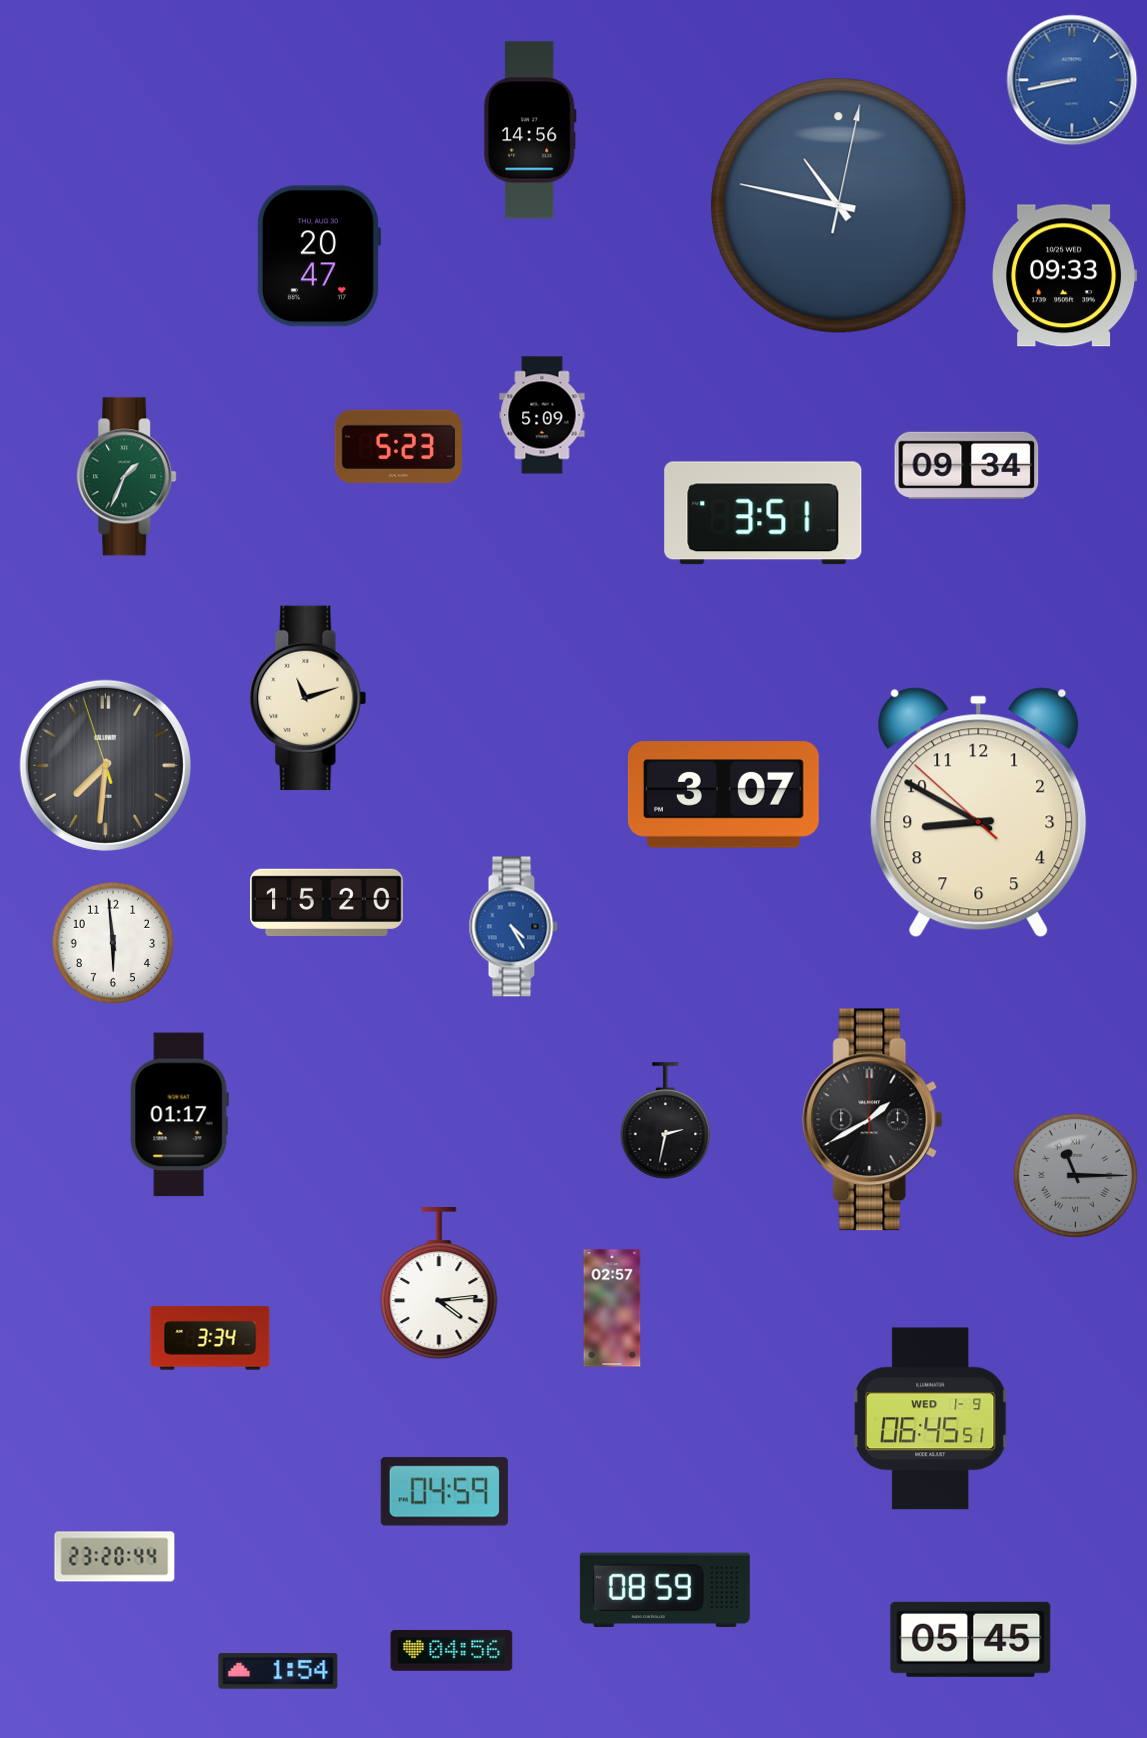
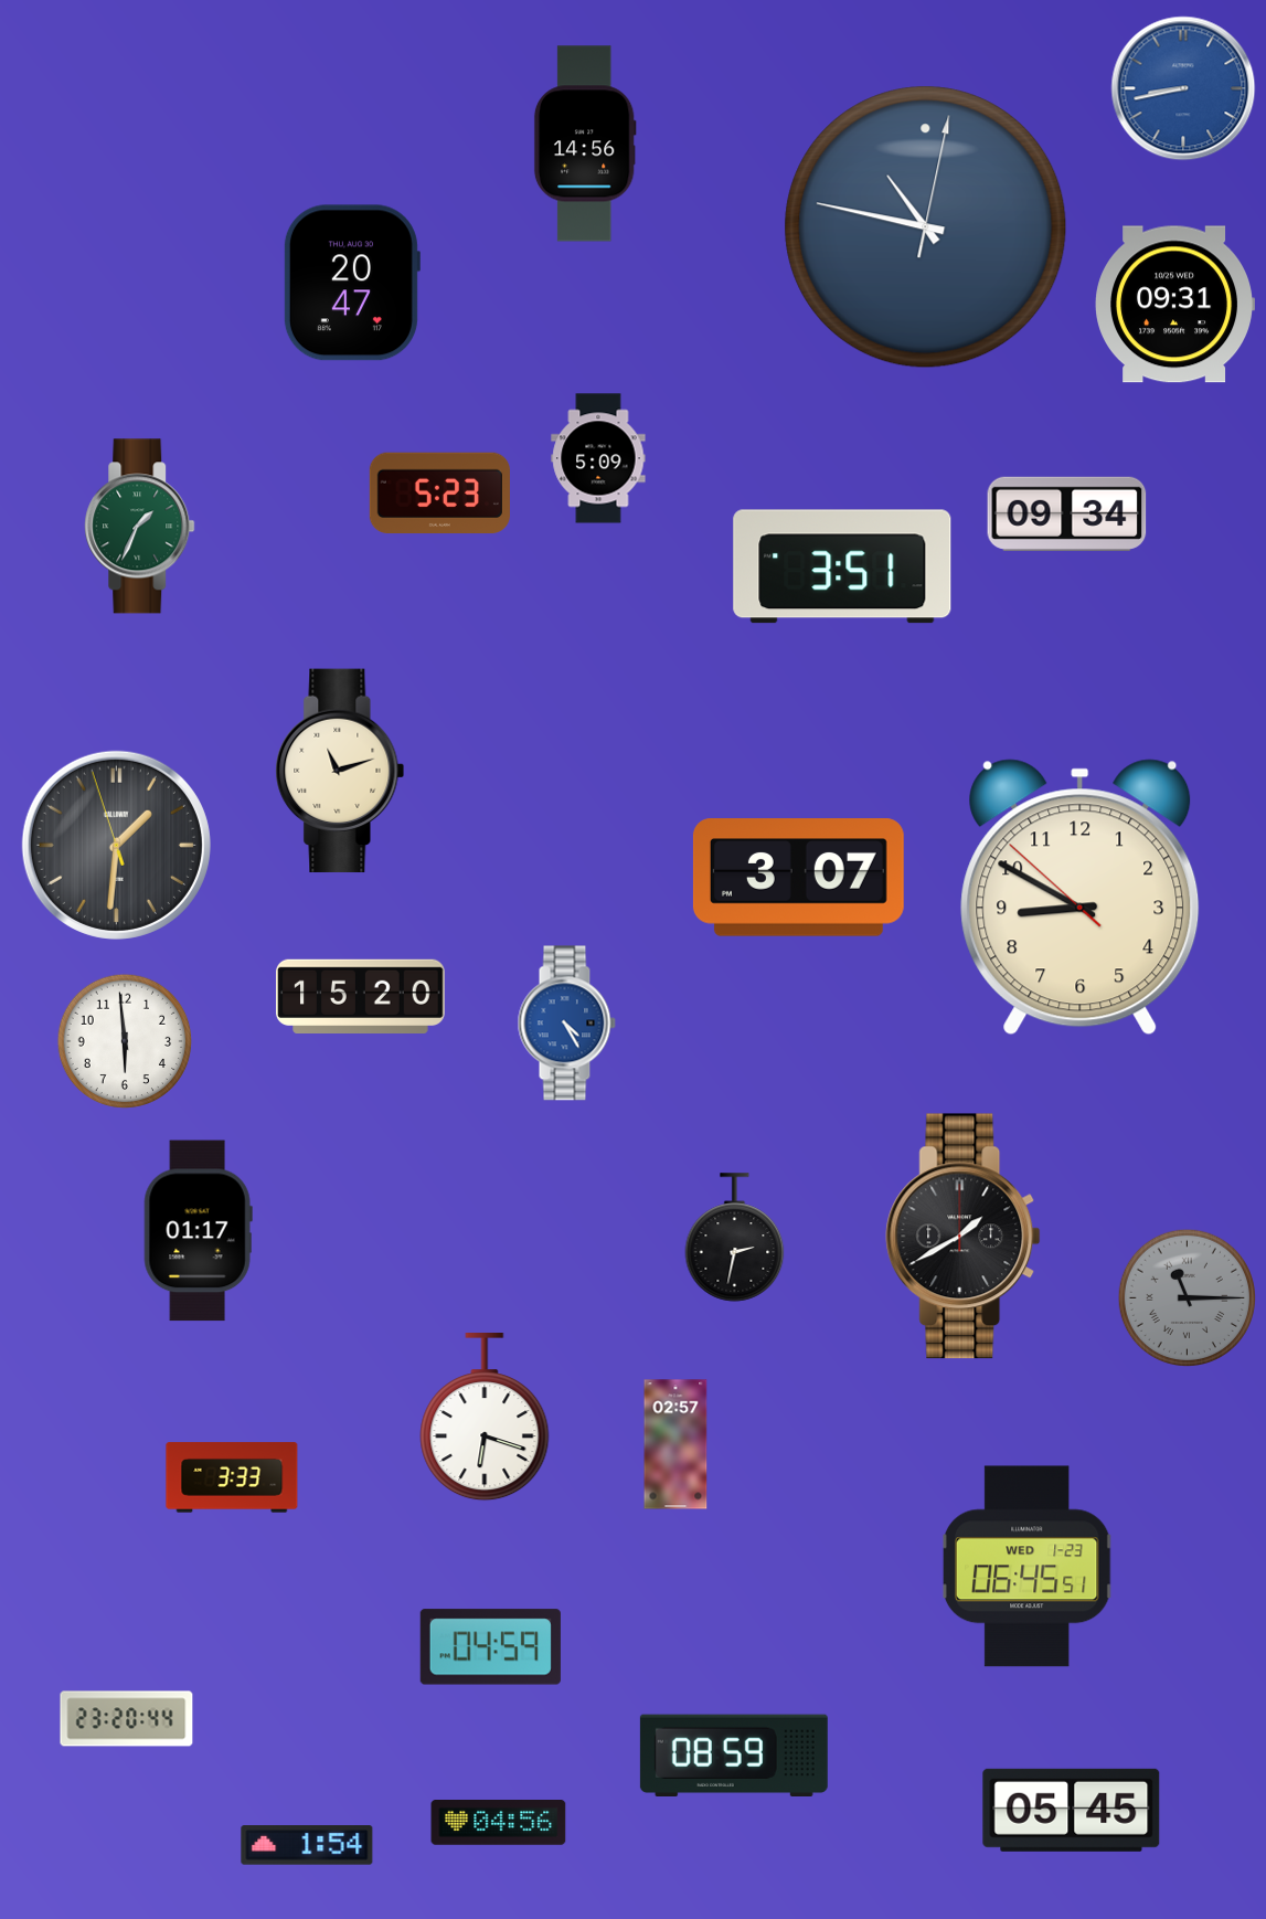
clock at (1064, 276): 09:33 -> 09:31
clock at (105, 765): 7:30 -> 1:30
clock at (439, 1284): 4:14 -> 6:18
clock at (210, 1338): 3:34 -> 3:33
clock at (930, 1419) date: WED 1-9 -> WED 1-23
